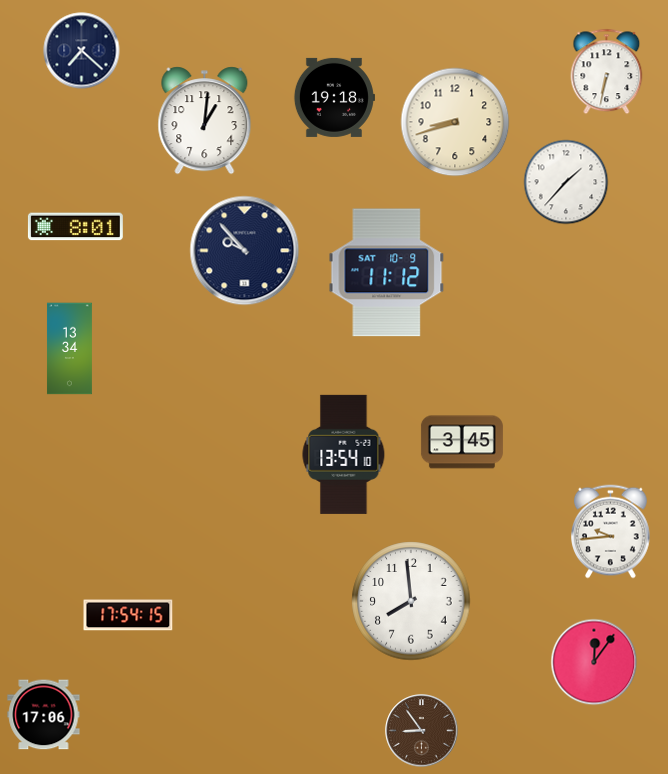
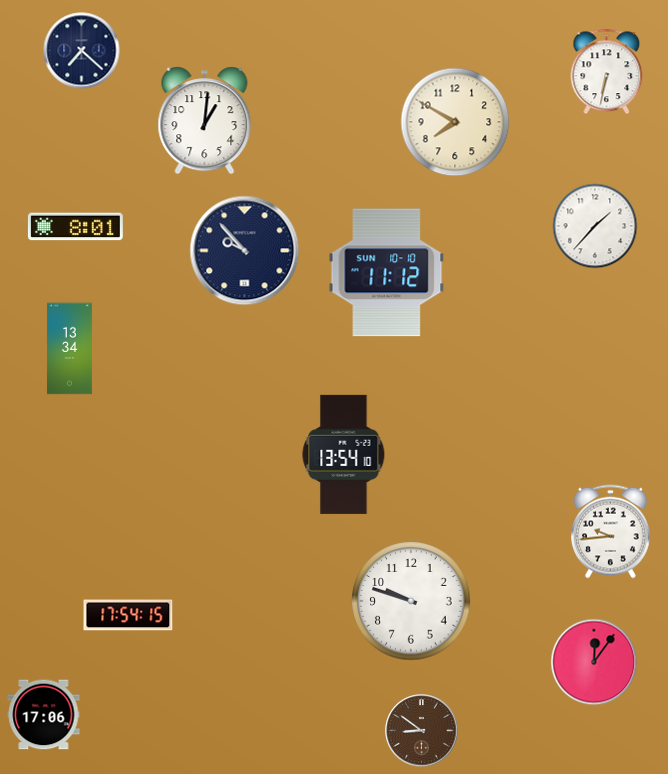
clock at (334, 97): 19:18 -> none
clock at (455, 122): 8:42 -> 7:50
clock at (566, 182) position: (566, 182) -> (595, 226)
clock at (387, 273) date: SAT 10-9 -> SUN 10-10
clock at (462, 442): 3:45 -> none
clock at (411, 601): 7:59 -> 9:48
clock at (422, 731): 8:54 -> 8:51
